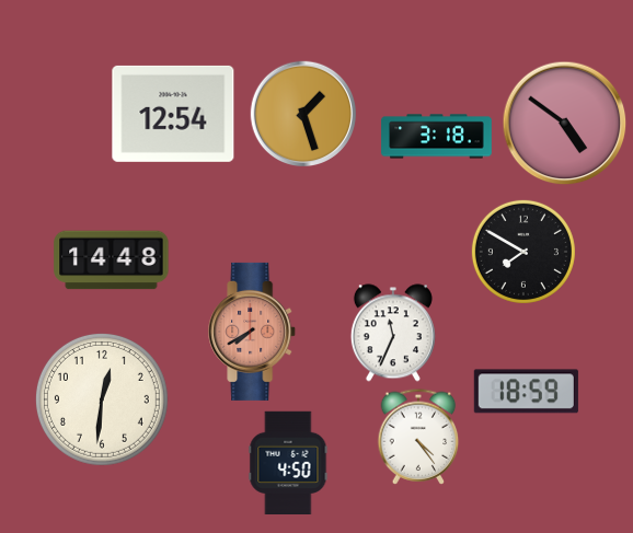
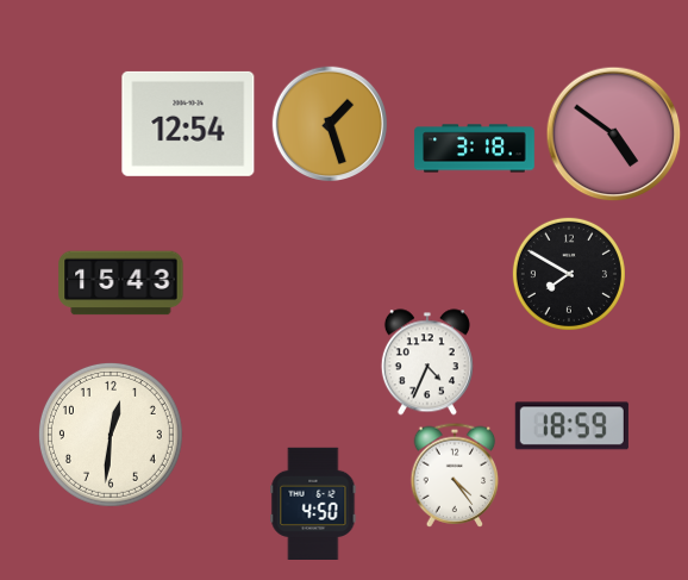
clock at (112, 260): 14:48 -> 15:43
clock at (253, 332): 7:40 -> none
clock at (393, 333): 11:34 -> 4:34
